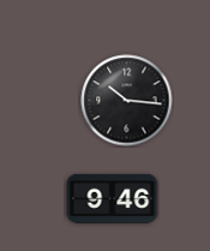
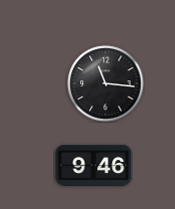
clock at (127, 101): 10:16 -> 11:16
